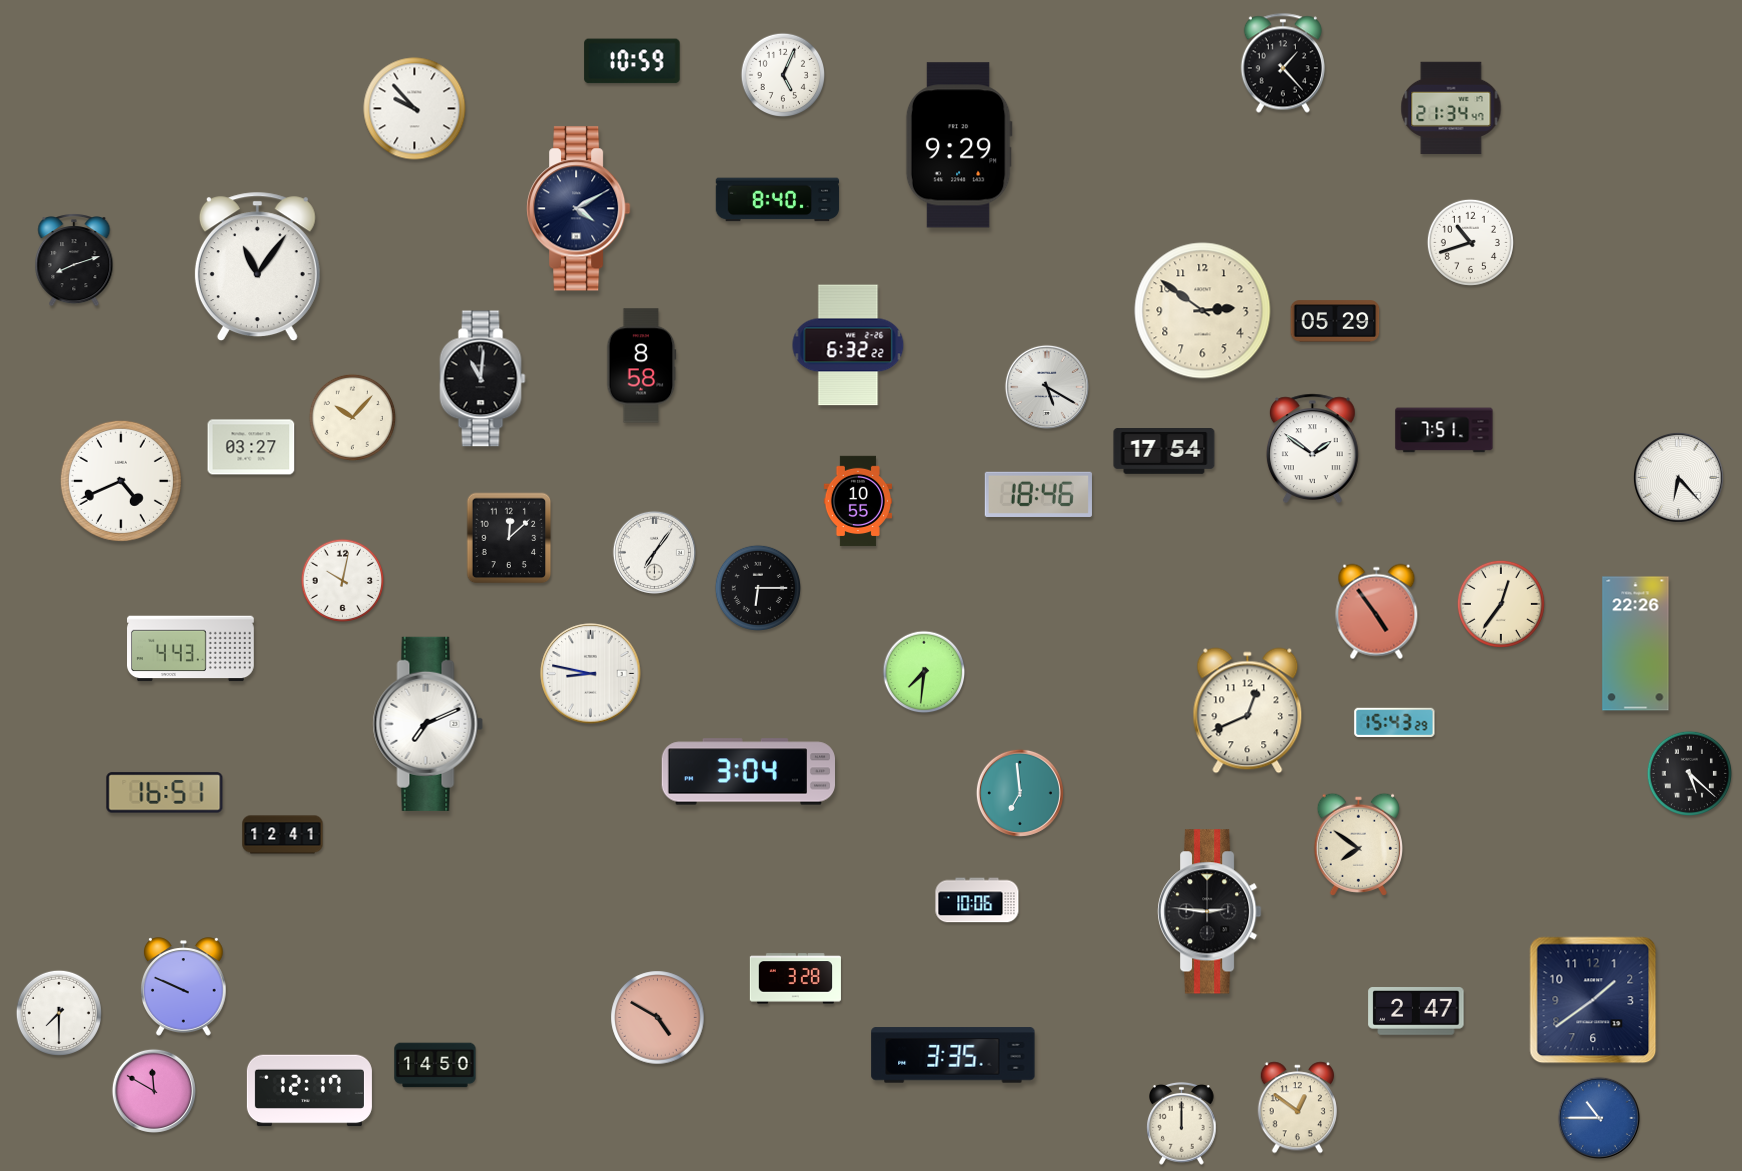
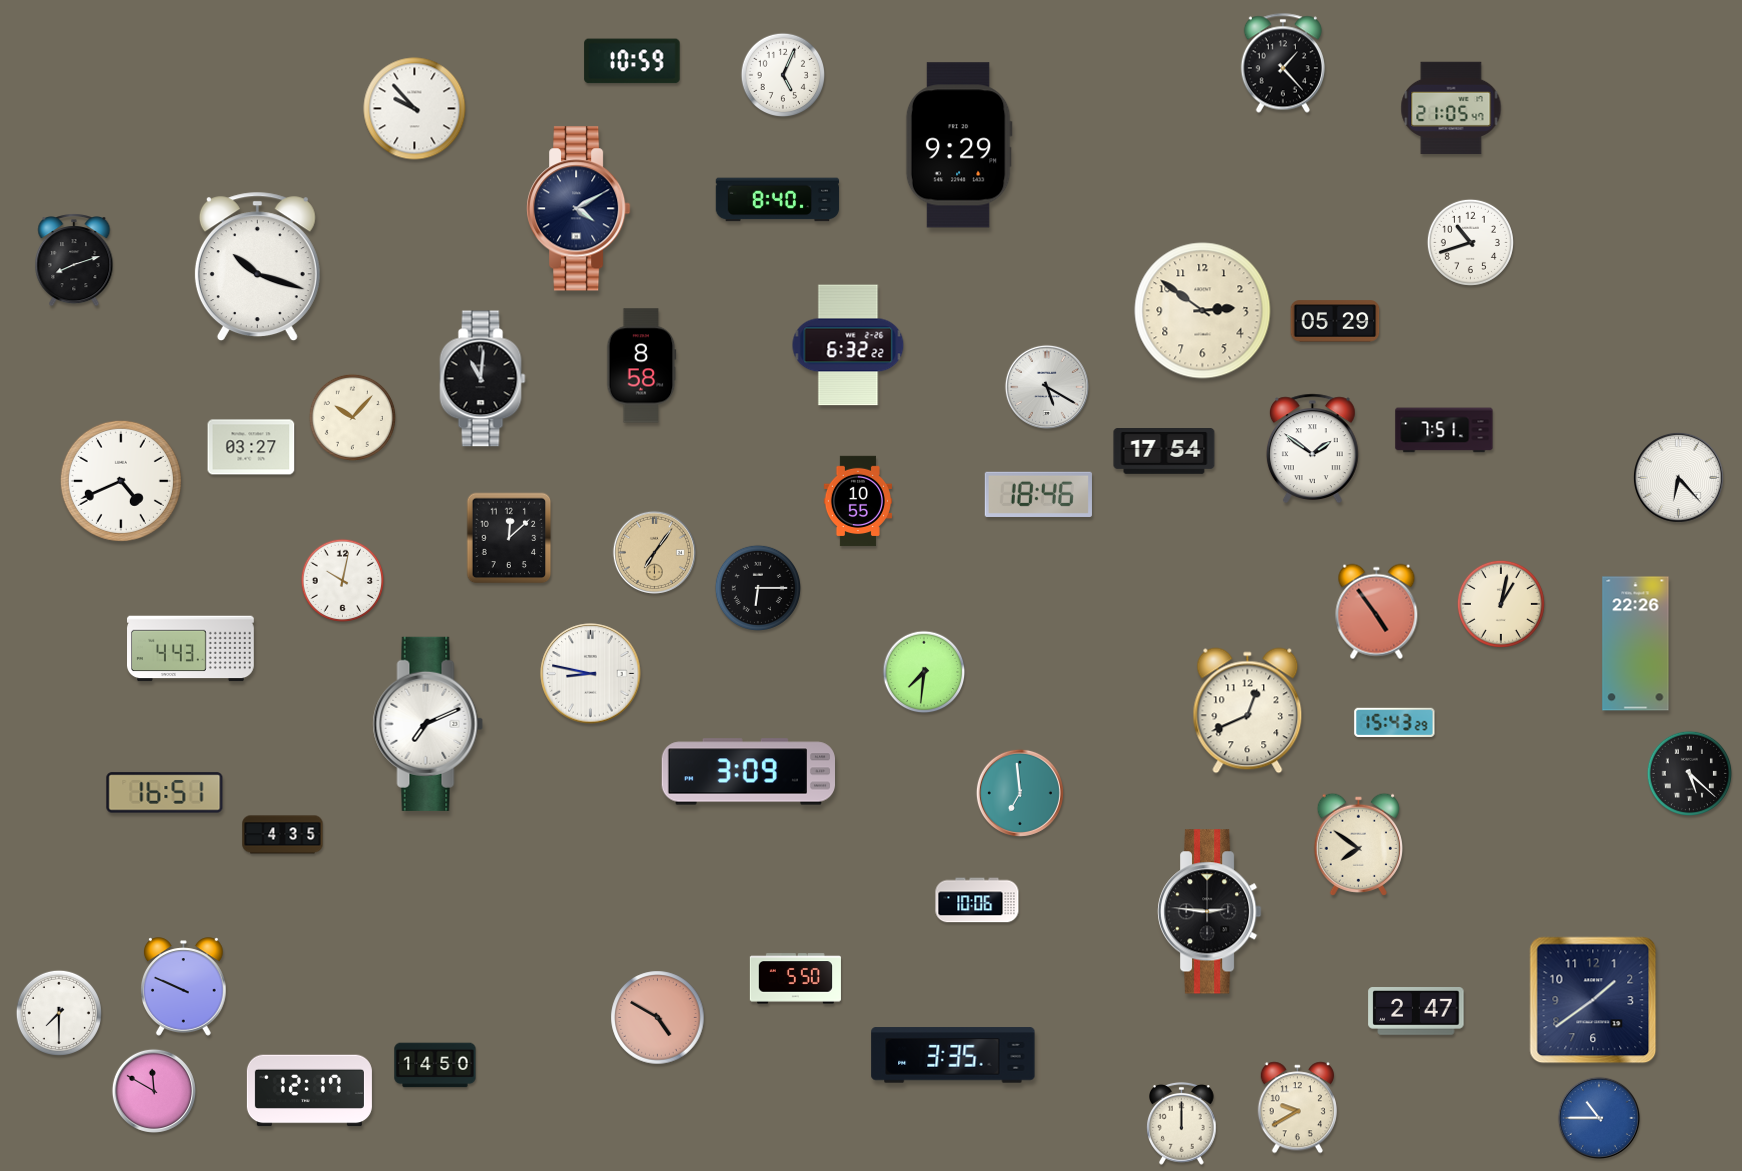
clock at (1451, 108): 21:34 -> 21:05
clock at (257, 267): 11:06 -> 10:18
clock at (654, 552) dial: white -> champagne
clock at (1501, 604): 12:36 -> 1:02
clock at (748, 772): 3:04 -> 3:09
clock at (283, 835): 12:41 -> 4:35
clock at (795, 979): 3:28 -> 5:50
clock at (1297, 1108): 12:51 -> 9:40
